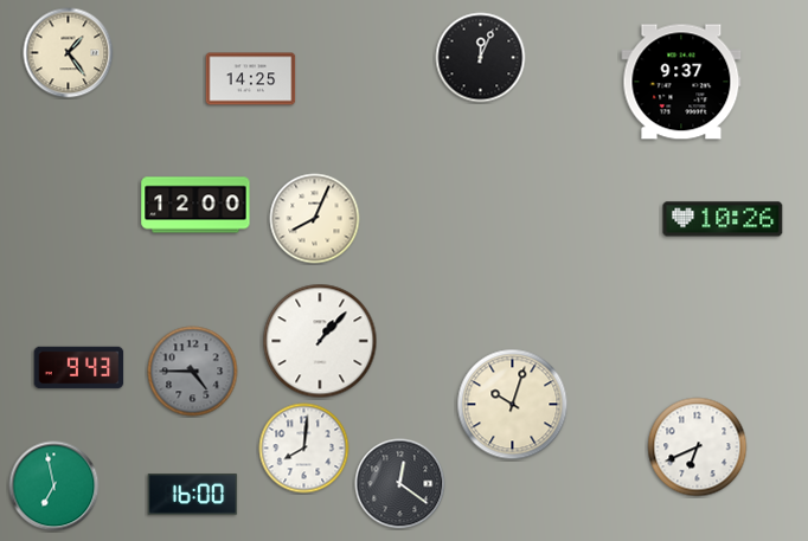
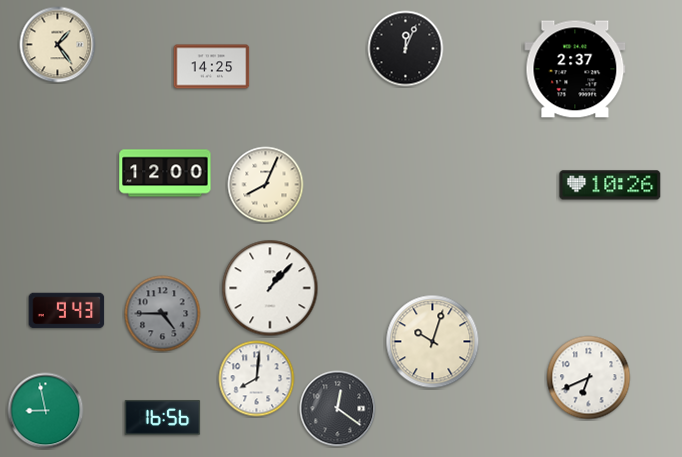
clock at (681, 82): 9:37 -> 2:37
clock at (54, 487): 6:58 -> 8:58
clock at (193, 495): 16:00 -> 16:56
